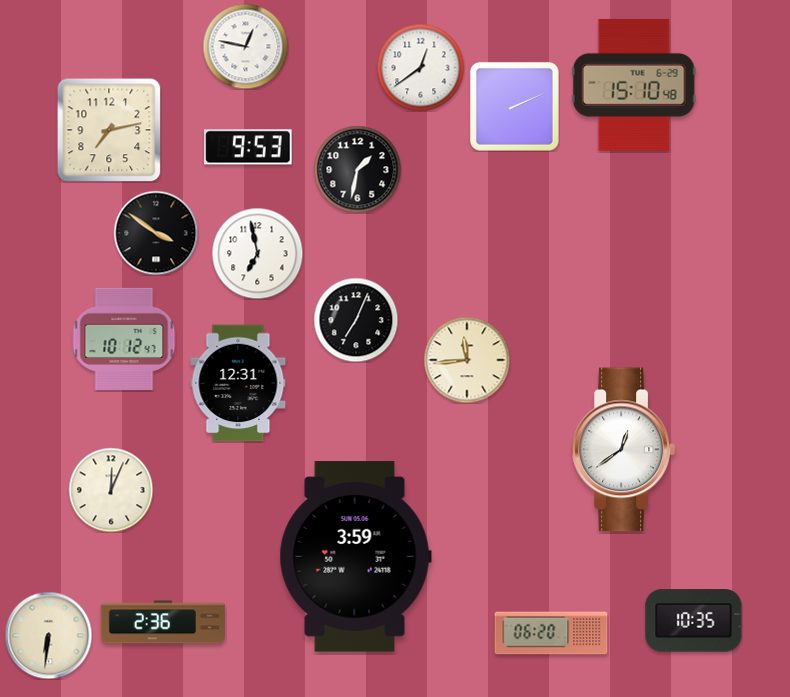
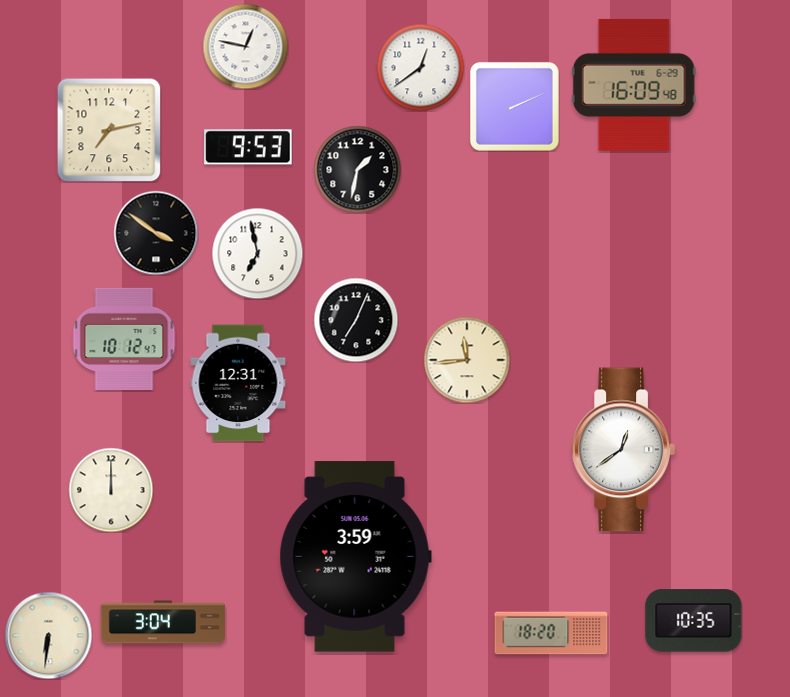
clock at (634, 85): 15:10 -> 16:09
clock at (111, 490): 12:04 -> 12:00
clock at (163, 622): 2:36 -> 3:04
clock at (551, 633): 06:20 -> 18:20
